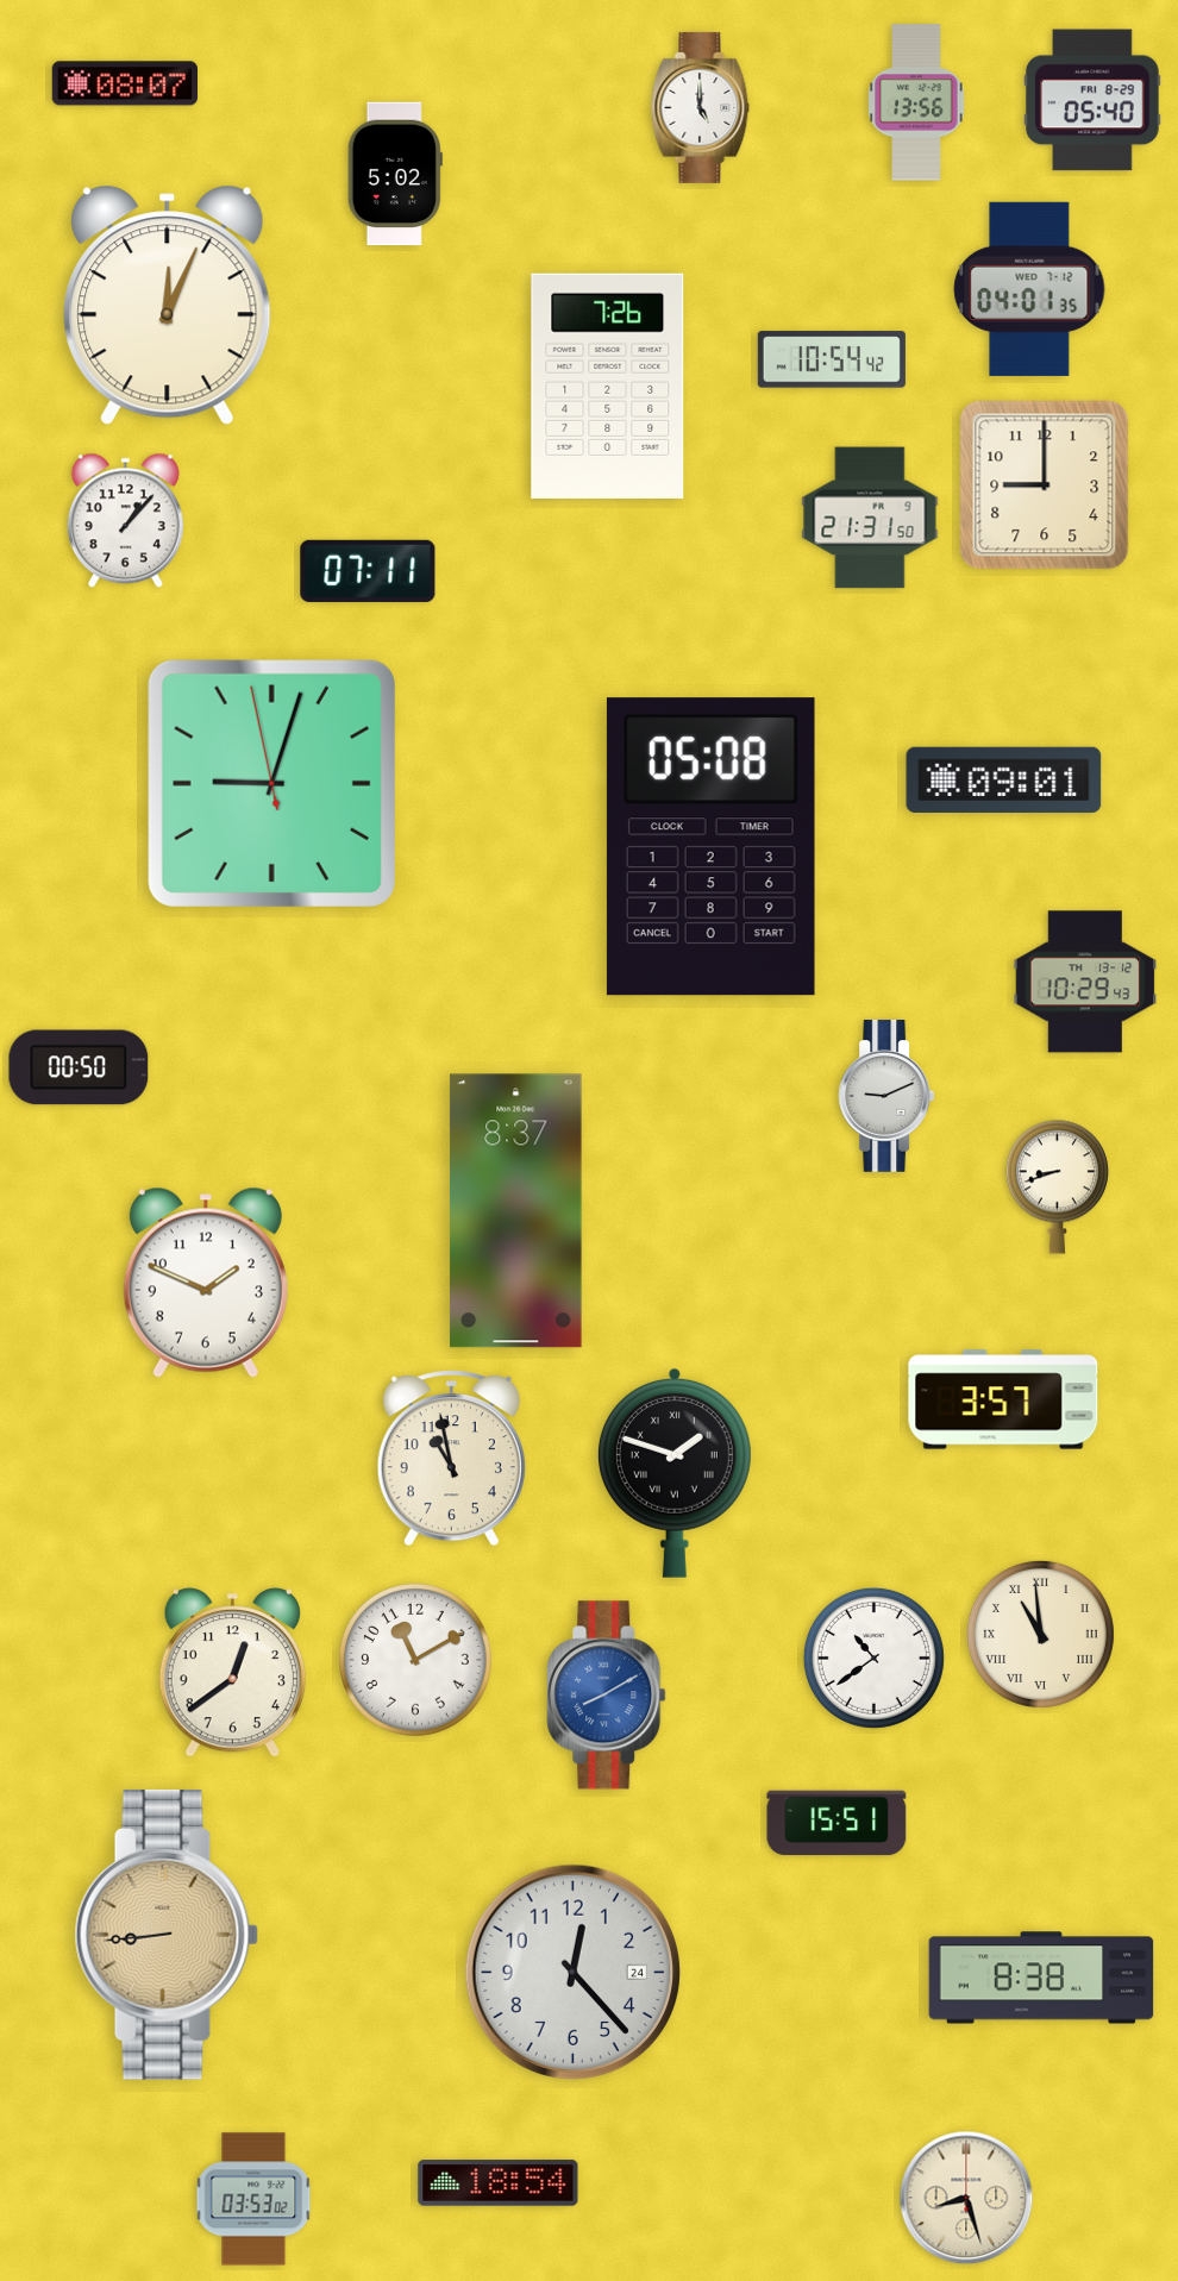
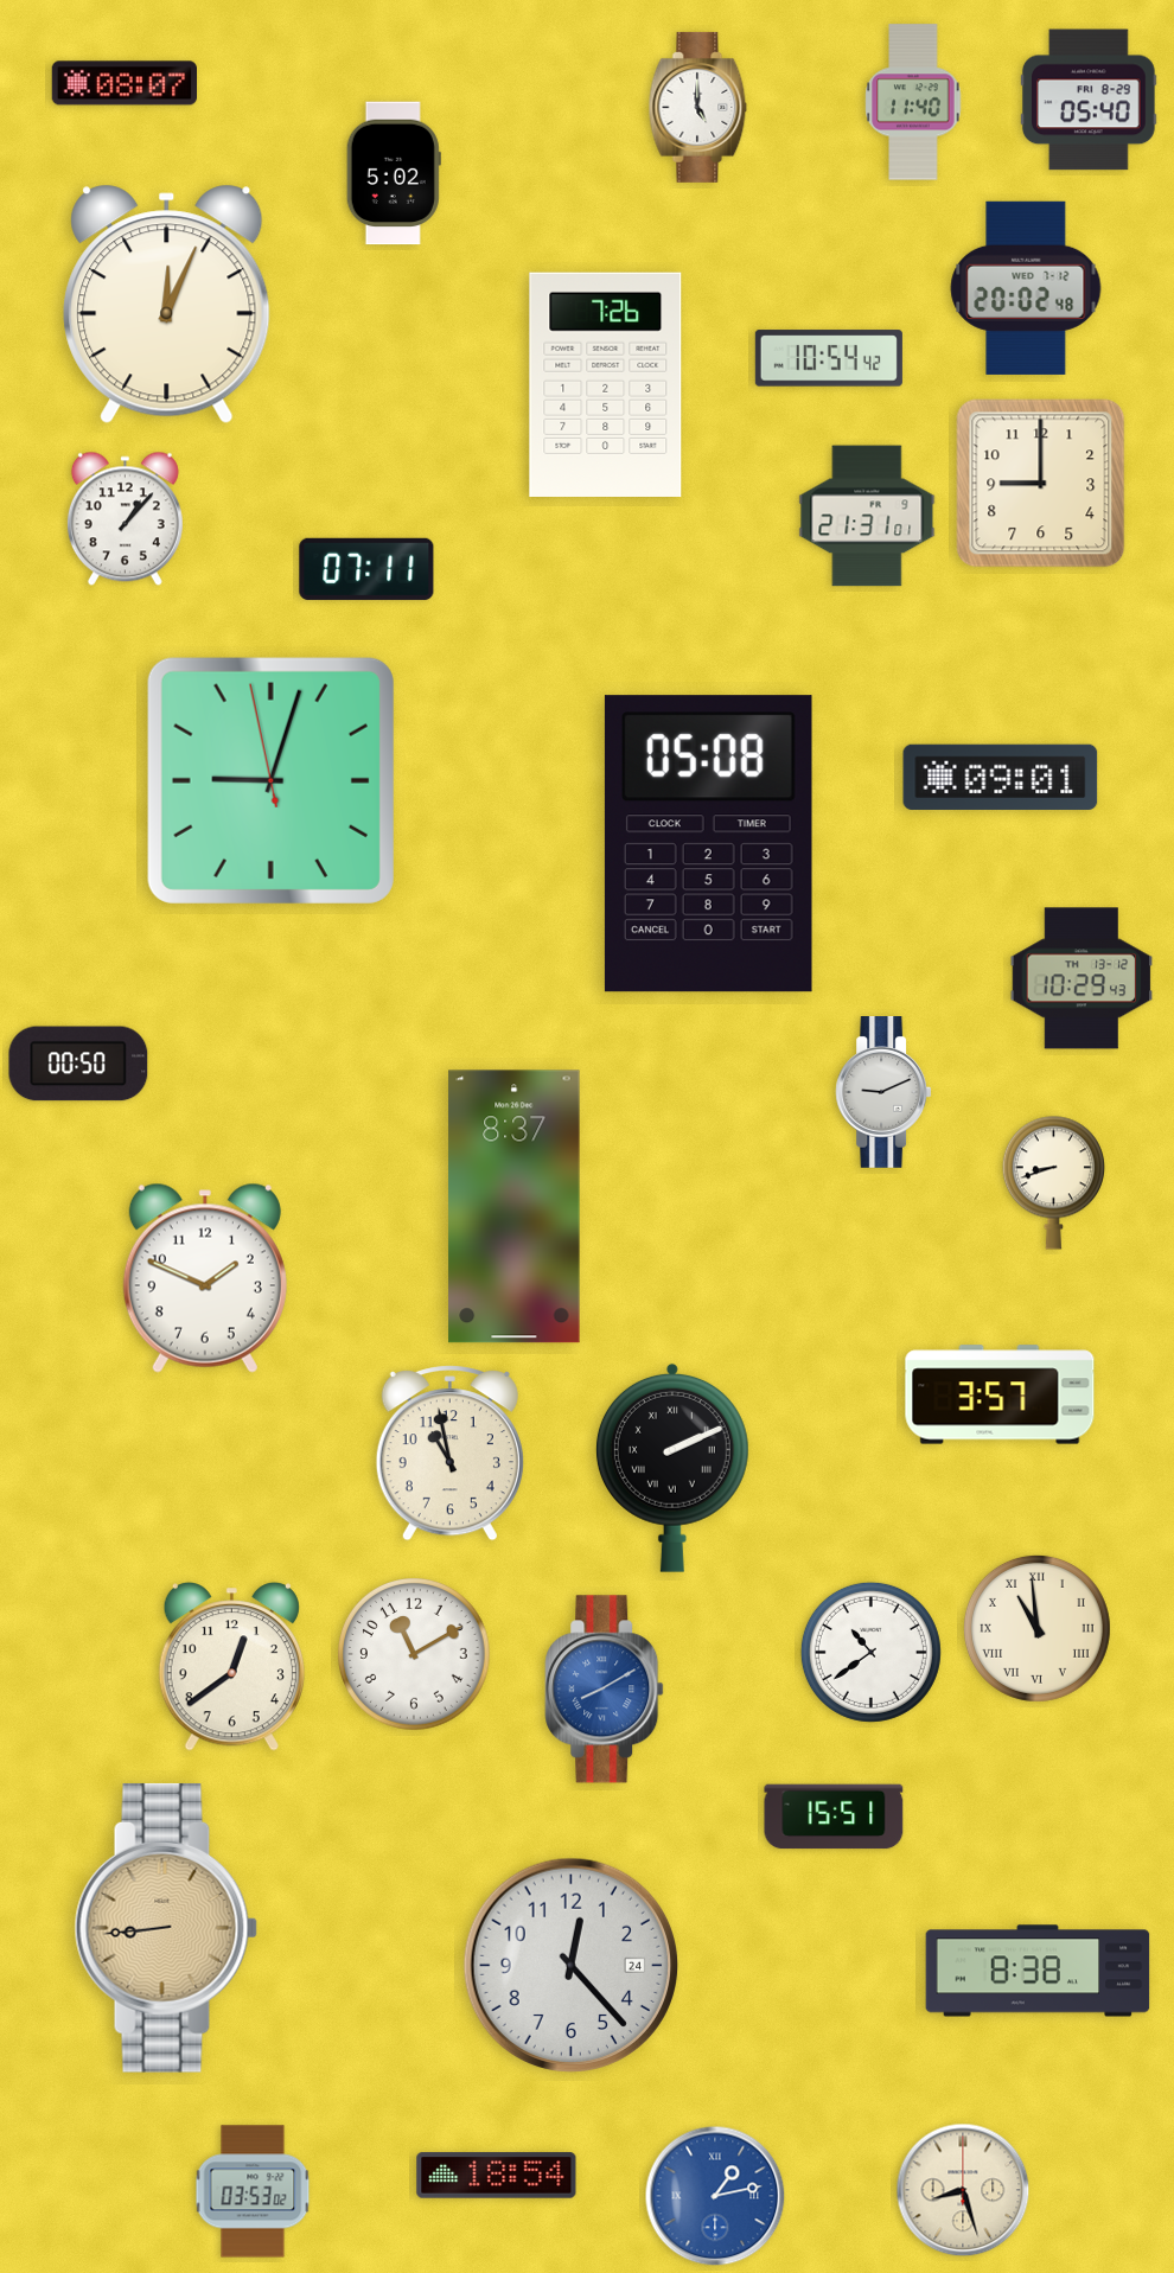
clock at (916, 102): 13:56 -> 11:40
clock at (1029, 289): 04:01 -> 20:02
clock at (870, 518): 21:31:50 -> 21:31:01
clock at (675, 1473): 1:48 -> 2:11
clock at (715, 2196): none -> 1:13
